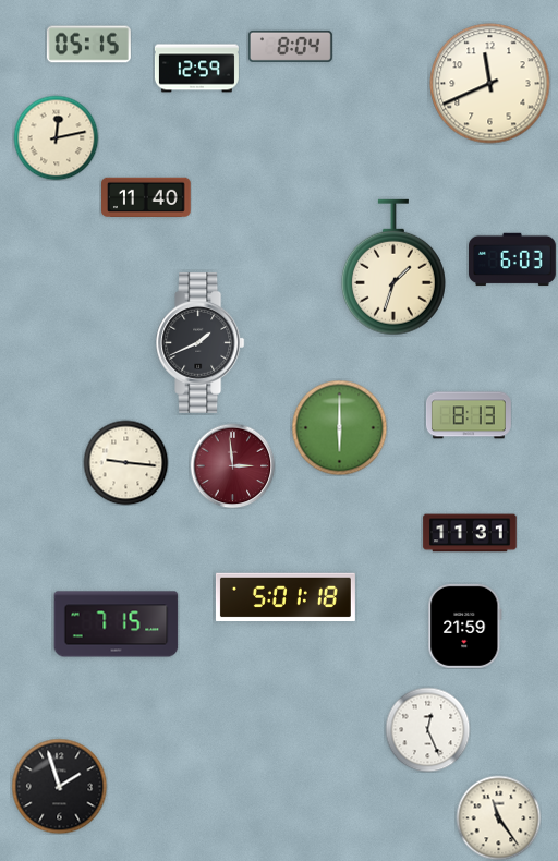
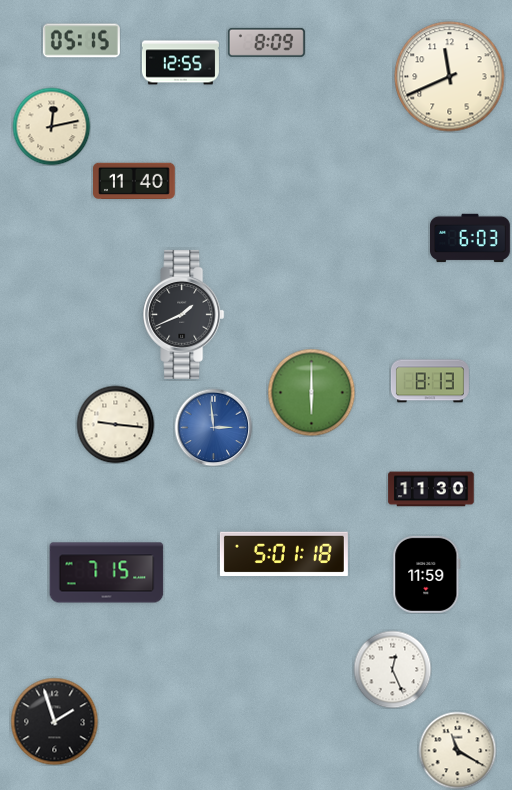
clock at (290, 46): 8:04 -> 8:09
clock at (196, 69): 12:59 -> 12:55
clock at (393, 267): 1:33 -> none
clock at (232, 465) dial: burgundy -> blue
clock at (470, 533): 11:31 -> 11:30
clock at (286, 597) position: (286, 597) -> (284, 554)
clock at (465, 626): 21:59 -> 11:59
clock at (498, 817): 11:24 -> 11:20
